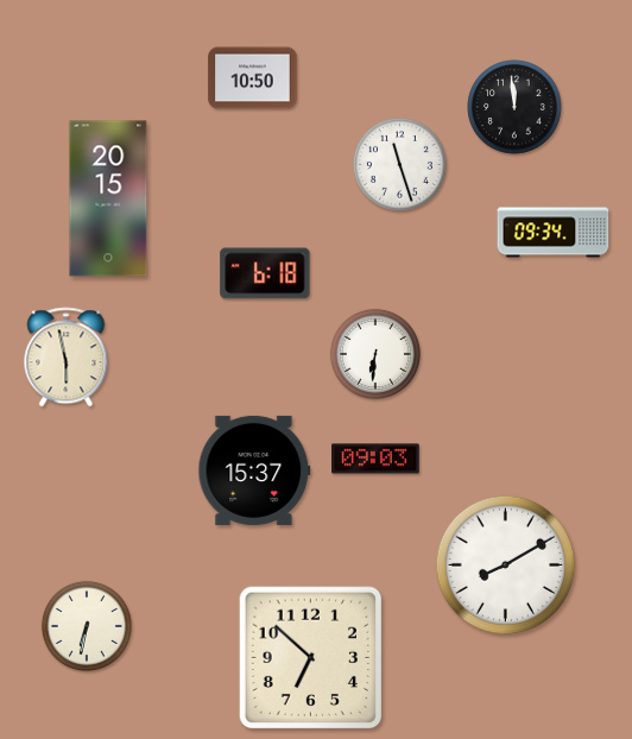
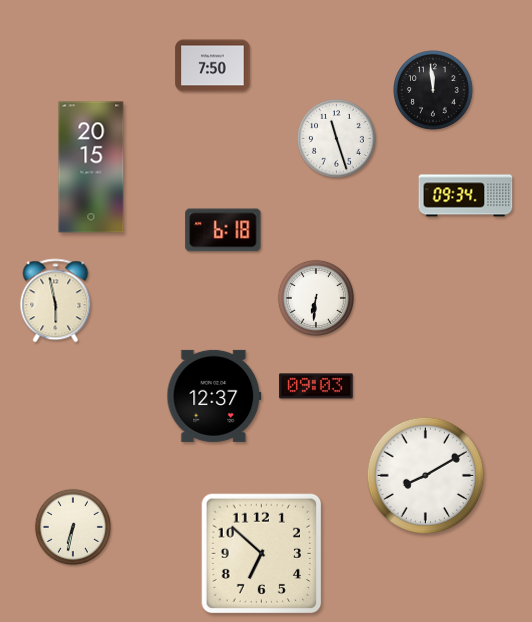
clock at (253, 78): 10:50 -> 7:50
clock at (254, 470): 15:37 -> 12:37
